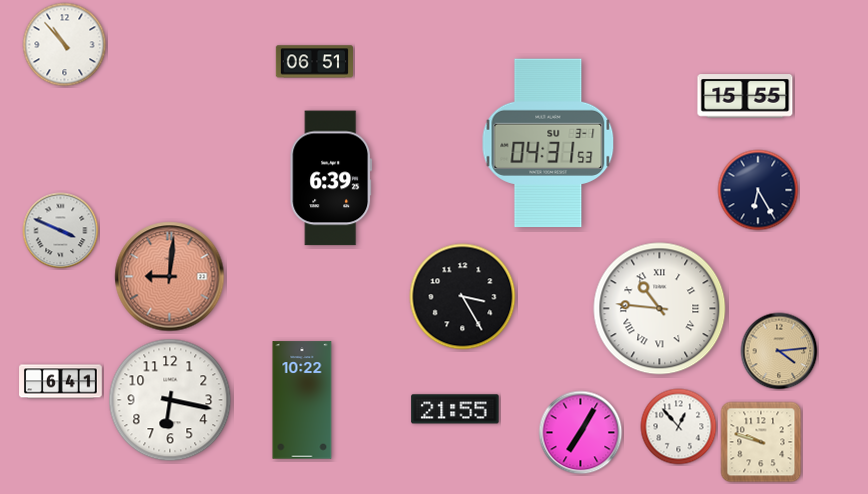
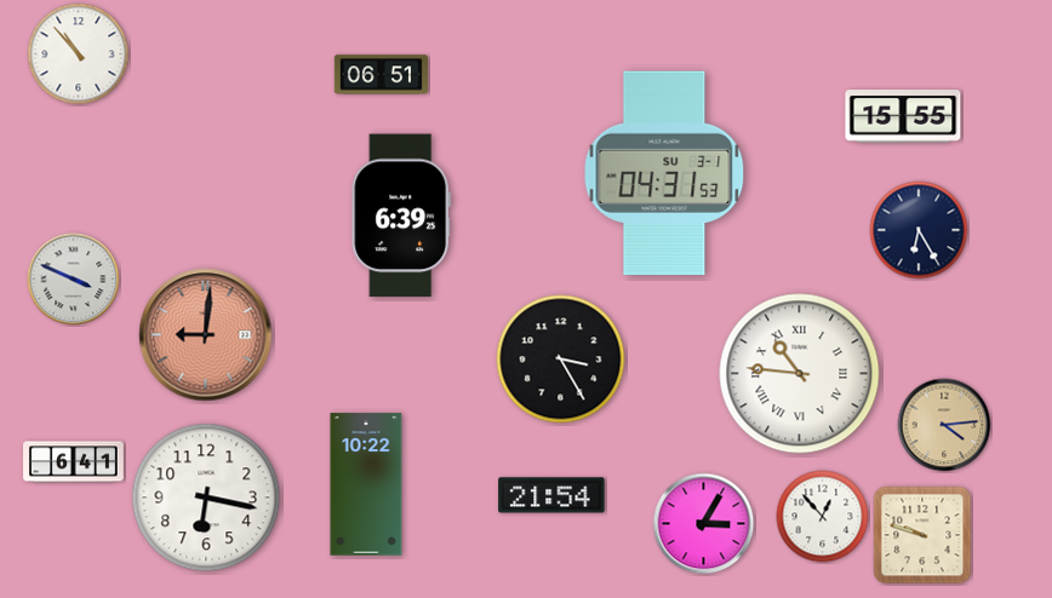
clock at (170, 400) position: (170, 400) -> (206, 498)
clock at (455, 409): 21:55 -> 21:54
clock at (581, 433): 7:05 -> 3:05
